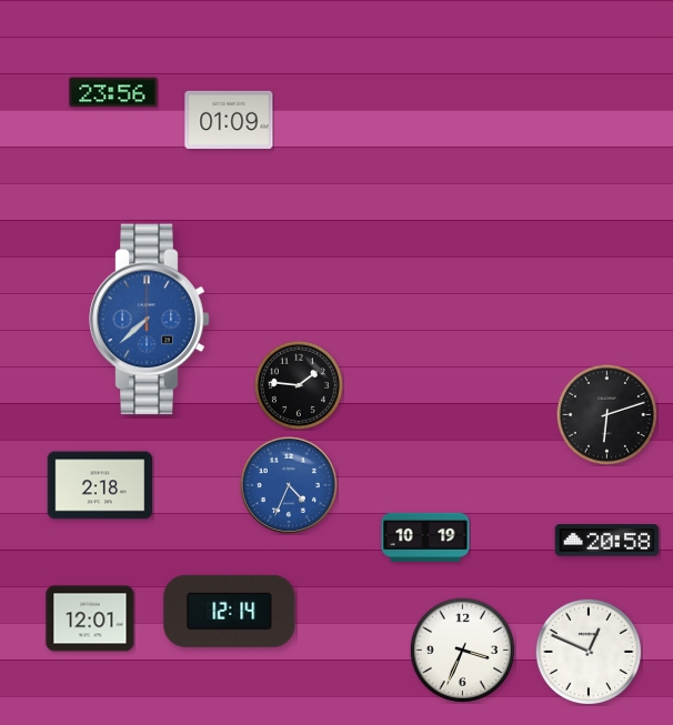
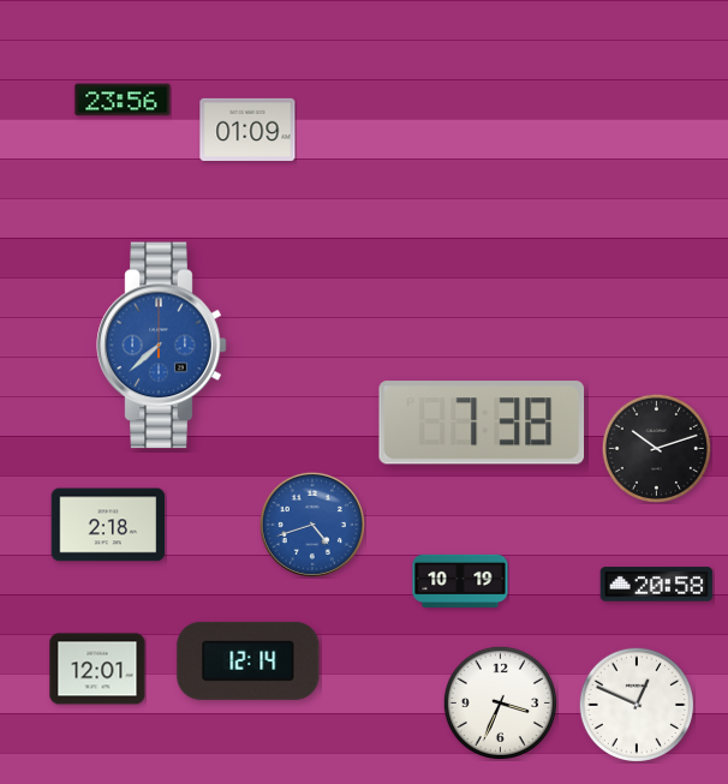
clock at (299, 385): 1:46 -> none
clock at (482, 423): none -> 7:38
clock at (606, 414): 6:12 -> 10:12
clock at (289, 485): 4:34 -> 4:42
